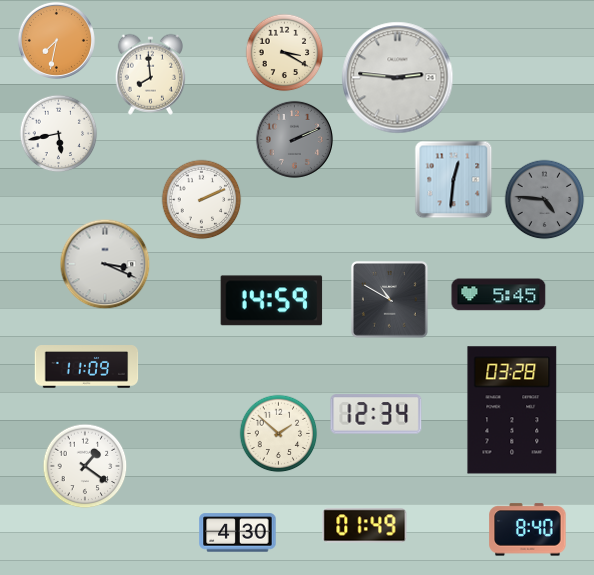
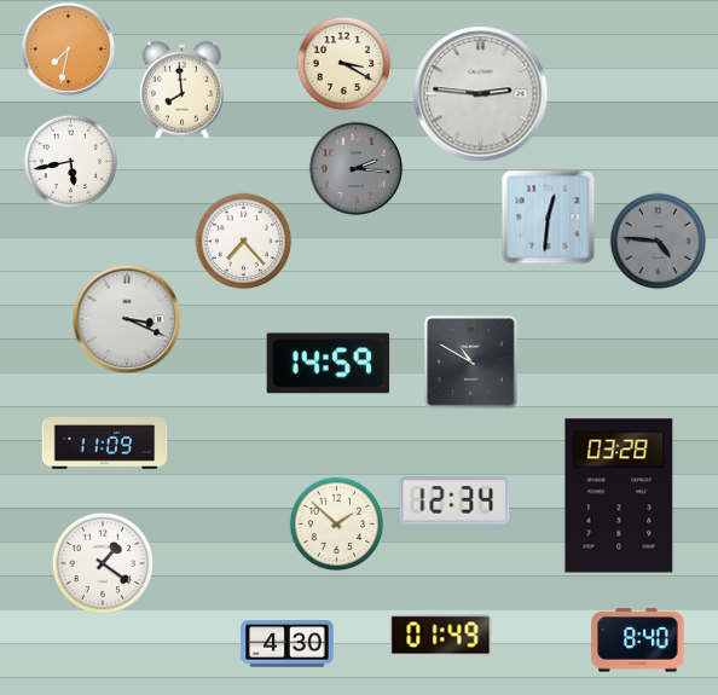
clock at (294, 139): 2:11 -> 2:16
clock at (201, 199): 2:11 -> 7:23
clock at (499, 295): 5:45 -> none
